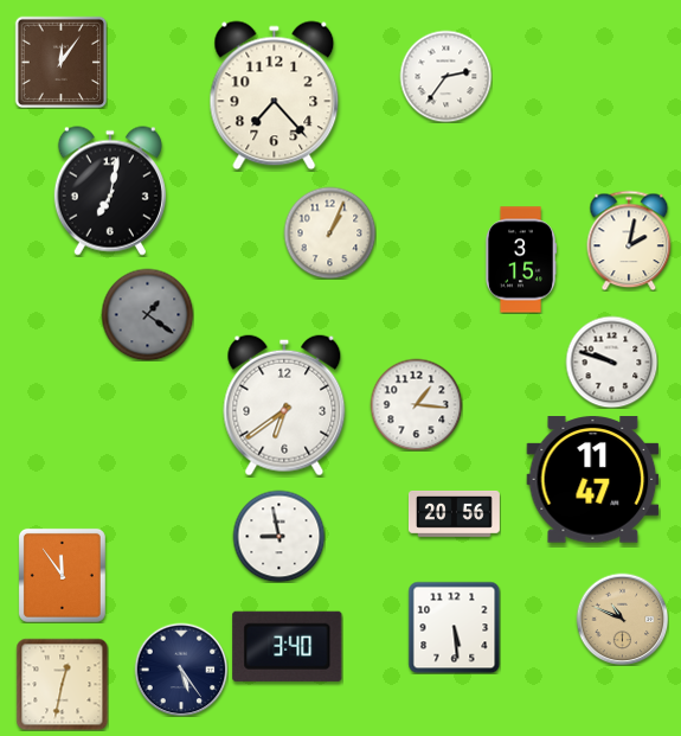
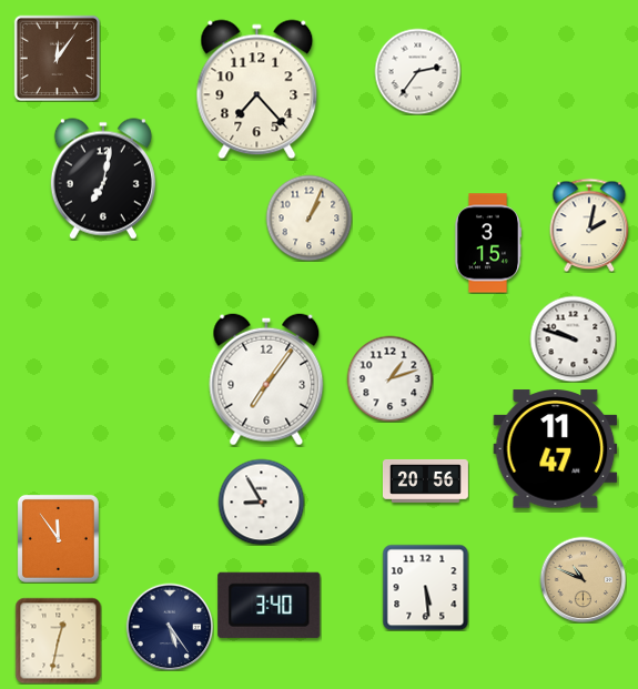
clock at (147, 314): 1:21 -> none
clock at (416, 404): 1:16 -> 1:12
clock at (284, 405): 6:39 -> 7:06
clock at (278, 536): 8:58 -> 8:55
